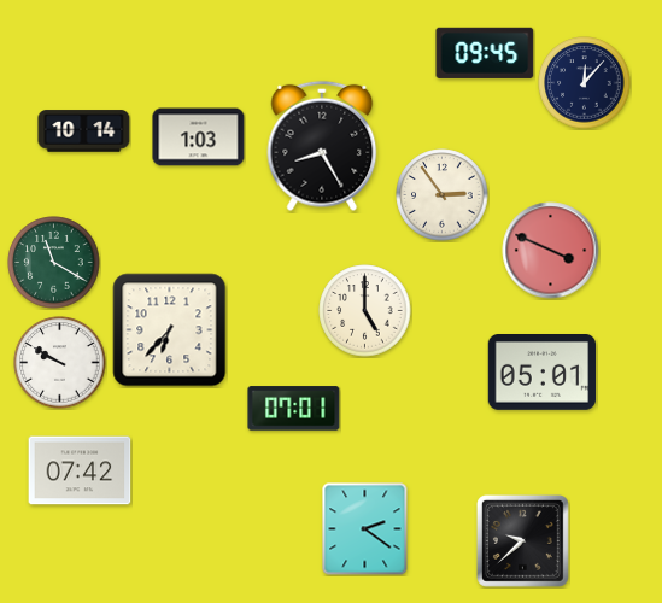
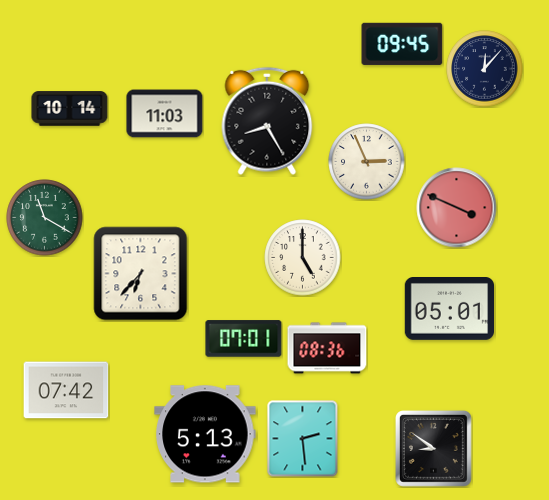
clock at (199, 137): 1:03 -> 11:03
clock at (443, 195): 2:54 -> 2:56
clock at (60, 363): 9:50 -> none
clock at (327, 348): none -> 08:36
clock at (205, 434): none -> 5:13
clock at (365, 529): 2:21 -> 2:29
clock at (522, 540): 9:38 -> 8:51
